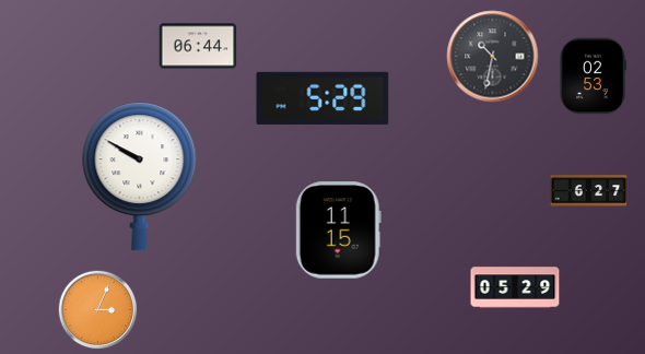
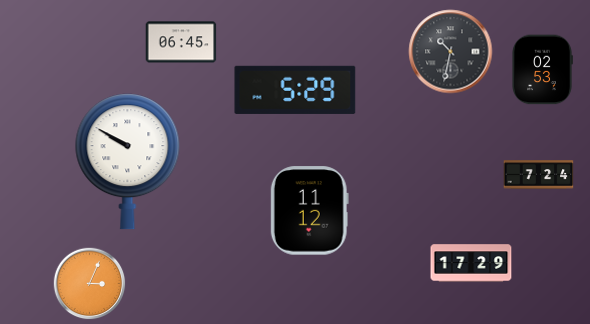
clock at (198, 46): 06:44 -> 06:45
clock at (589, 191): 6:27 -> 7:24
clock at (338, 231): 11:15 -> 11:12
clock at (515, 287): 05:29 -> 17:29
